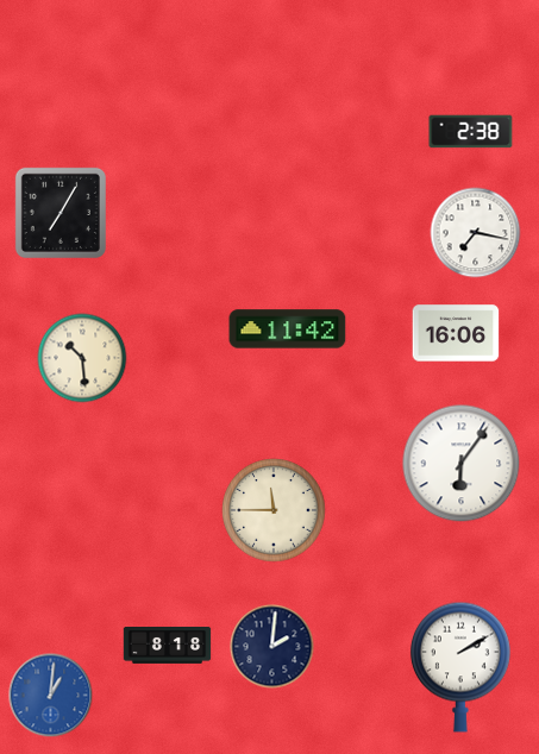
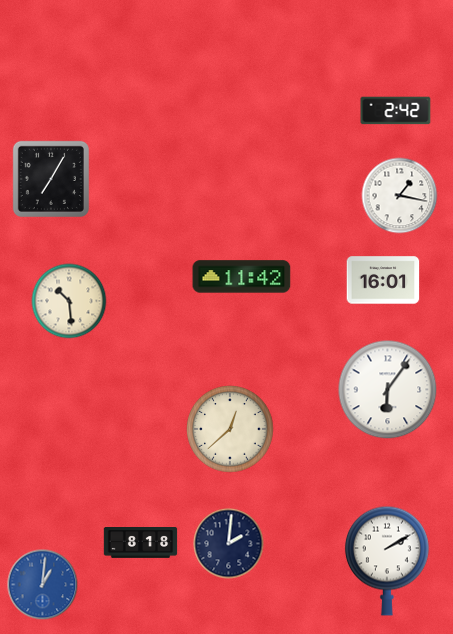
clock at (471, 132): 2:38 -> 2:42
clock at (476, 233): 7:17 -> 1:17
clock at (456, 333): 16:06 -> 16:01
clock at (274, 510): 11:45 -> 12:38
